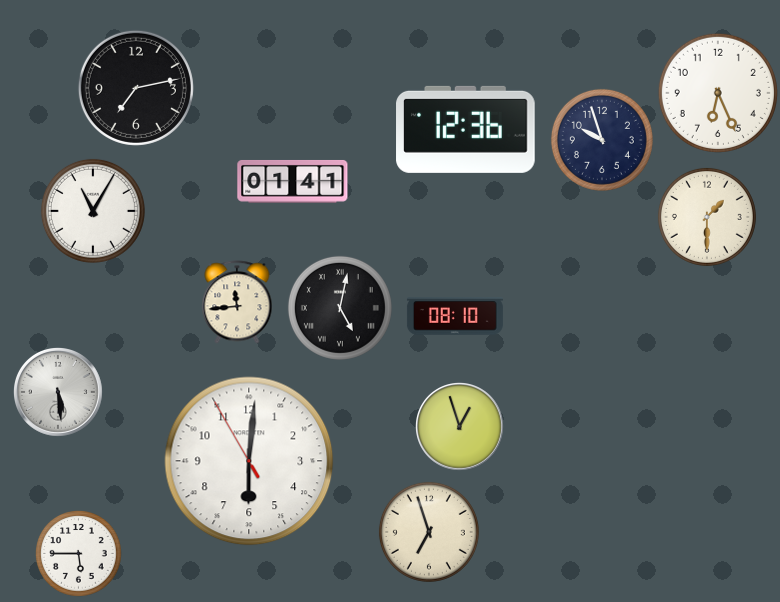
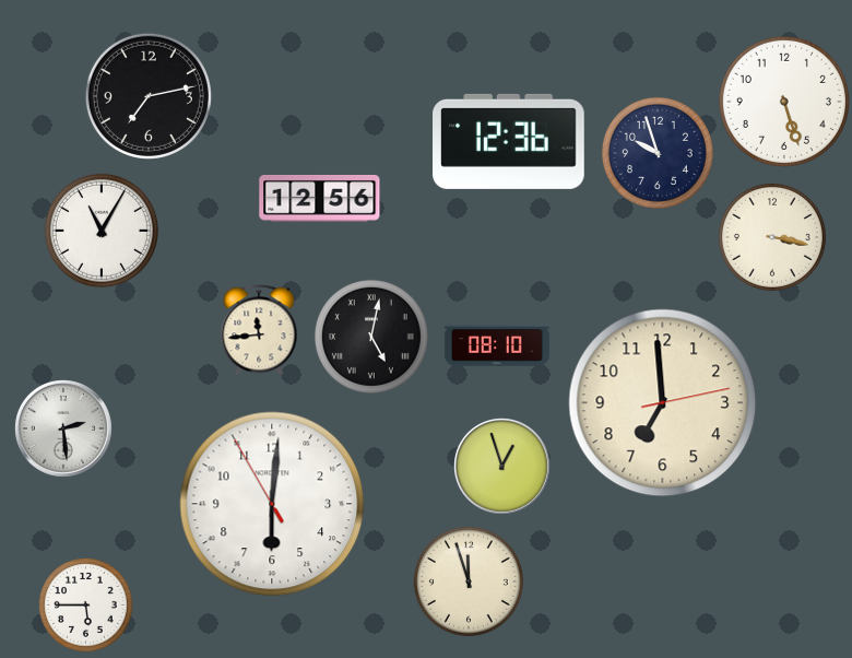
clock at (718, 93): 6:26 -> 5:27
clock at (293, 181): 01:41 -> 12:56
clock at (707, 217): 1:30 -> 3:17
clock at (663, 403): none -> 6:59
clock at (59, 393): 5:29 -> 2:29
clock at (429, 532): 6:57 -> 11:57
